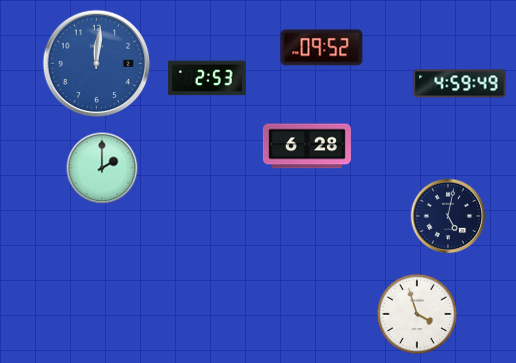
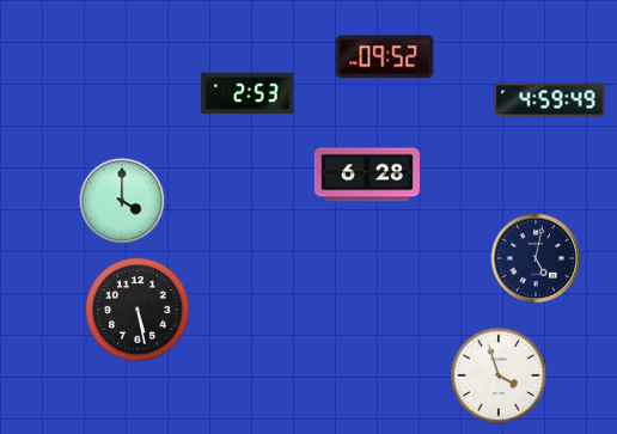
clock at (97, 64): 12:01 -> none
clock at (102, 168): 2:00 -> 4:00
clock at (138, 310): none -> 5:28
